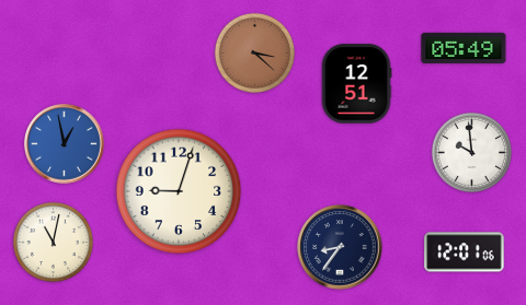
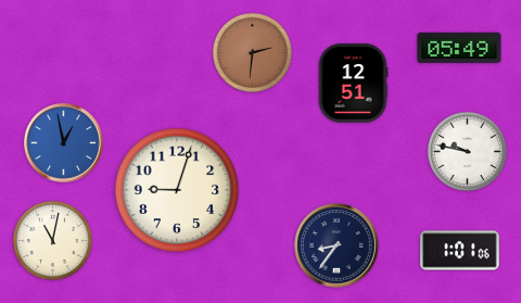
clock at (254, 52): 3:22 -> 2:31
clock at (471, 152): 9:59 -> 9:47
clock at (465, 253): 12:01 -> 1:01
